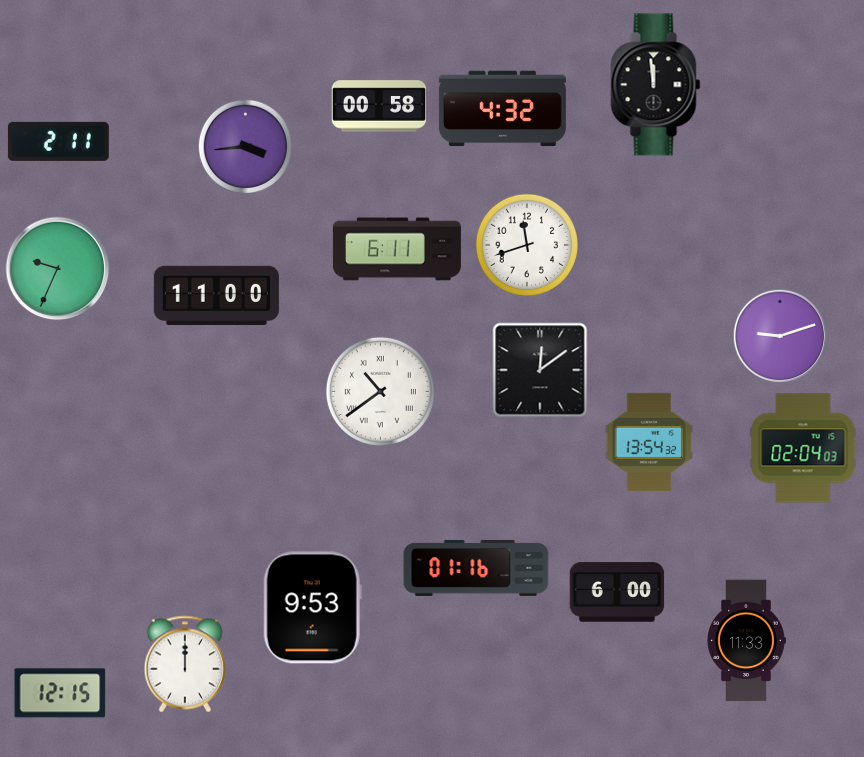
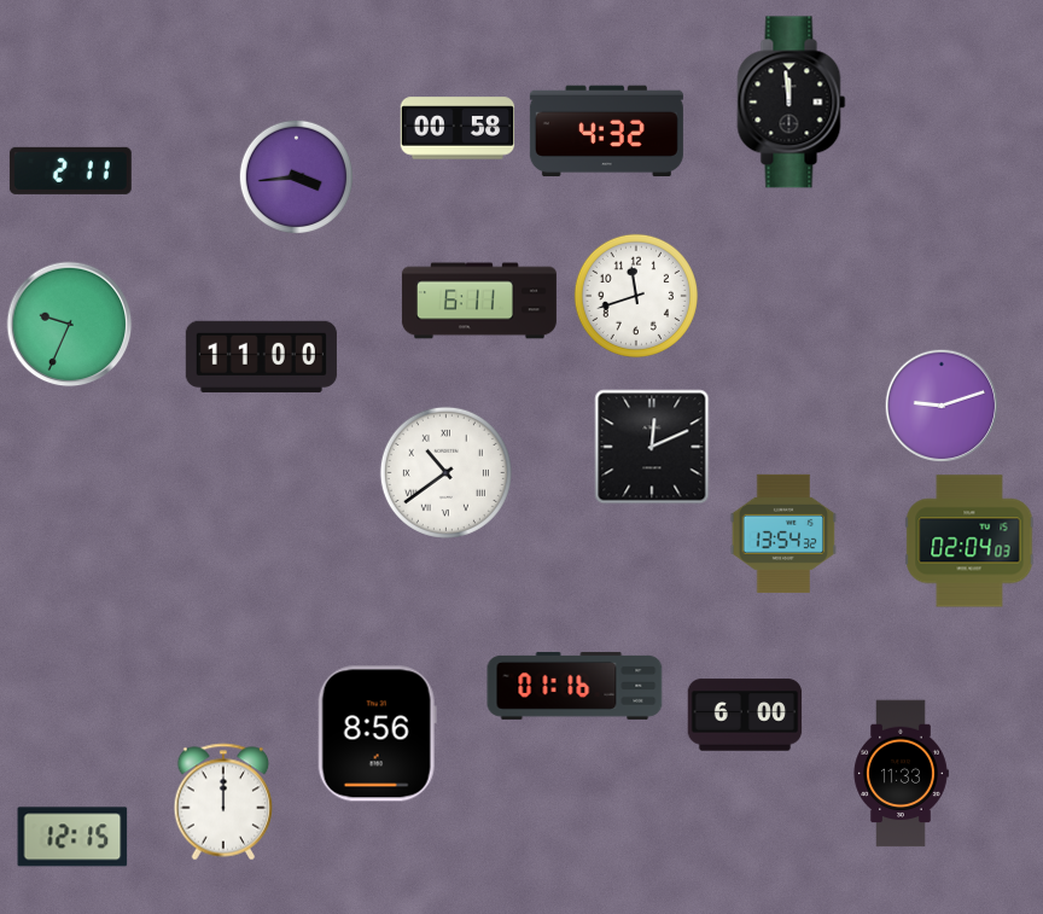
clock at (540, 370): 12:09 -> 12:11
clock at (380, 391) position: (380, 391) -> (445, 472)
clock at (312, 608): 9:53 -> 8:56
